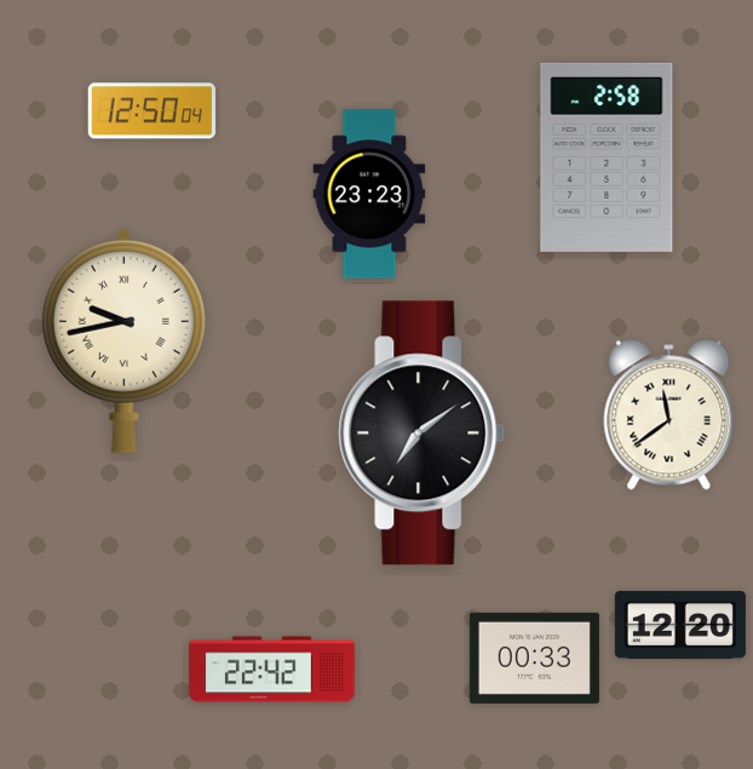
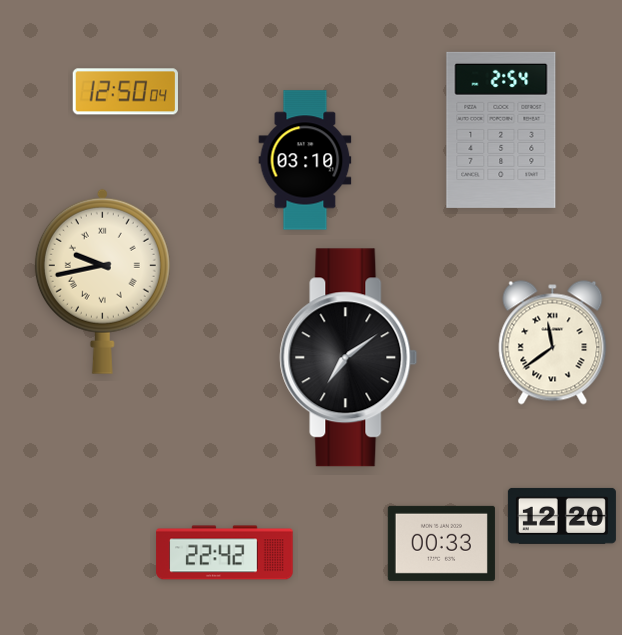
clock at (607, 157): 2:58 -> 2:54
clock at (369, 194): 23:23 -> 03:10
